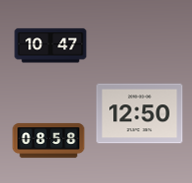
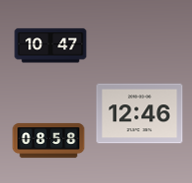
clock at (140, 114): 12:50 -> 12:46
